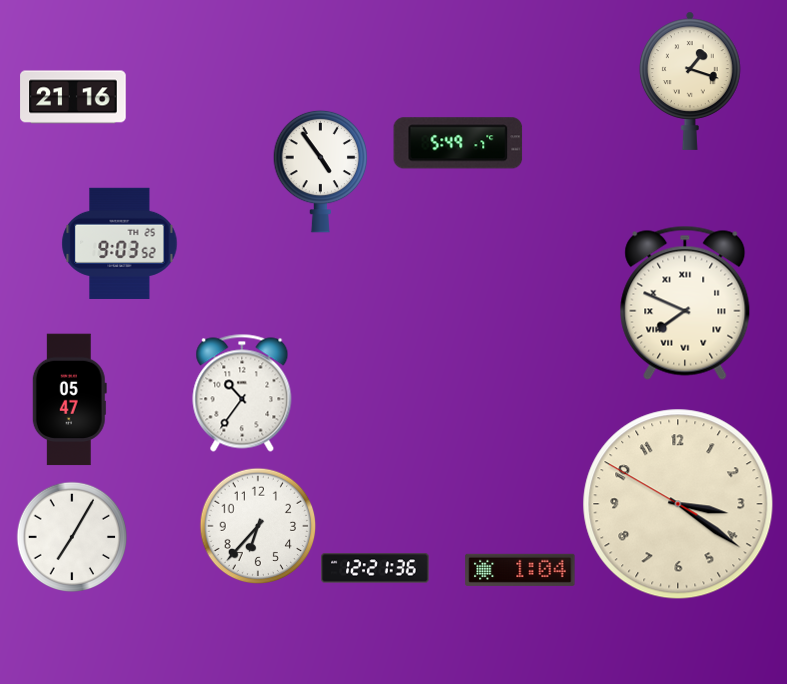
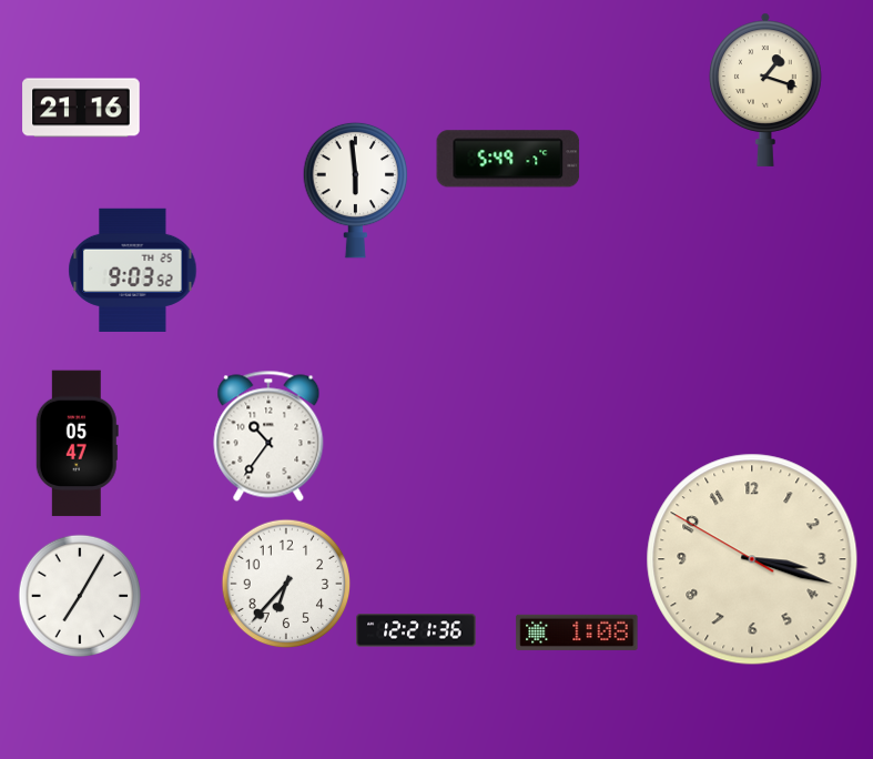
clock at (321, 171): 4:54 -> 5:59
clock at (685, 303): 7:49 -> none
clock at (678, 504): 3:20 -> 3:17
clock at (520, 570): 1:04 -> 1:08
